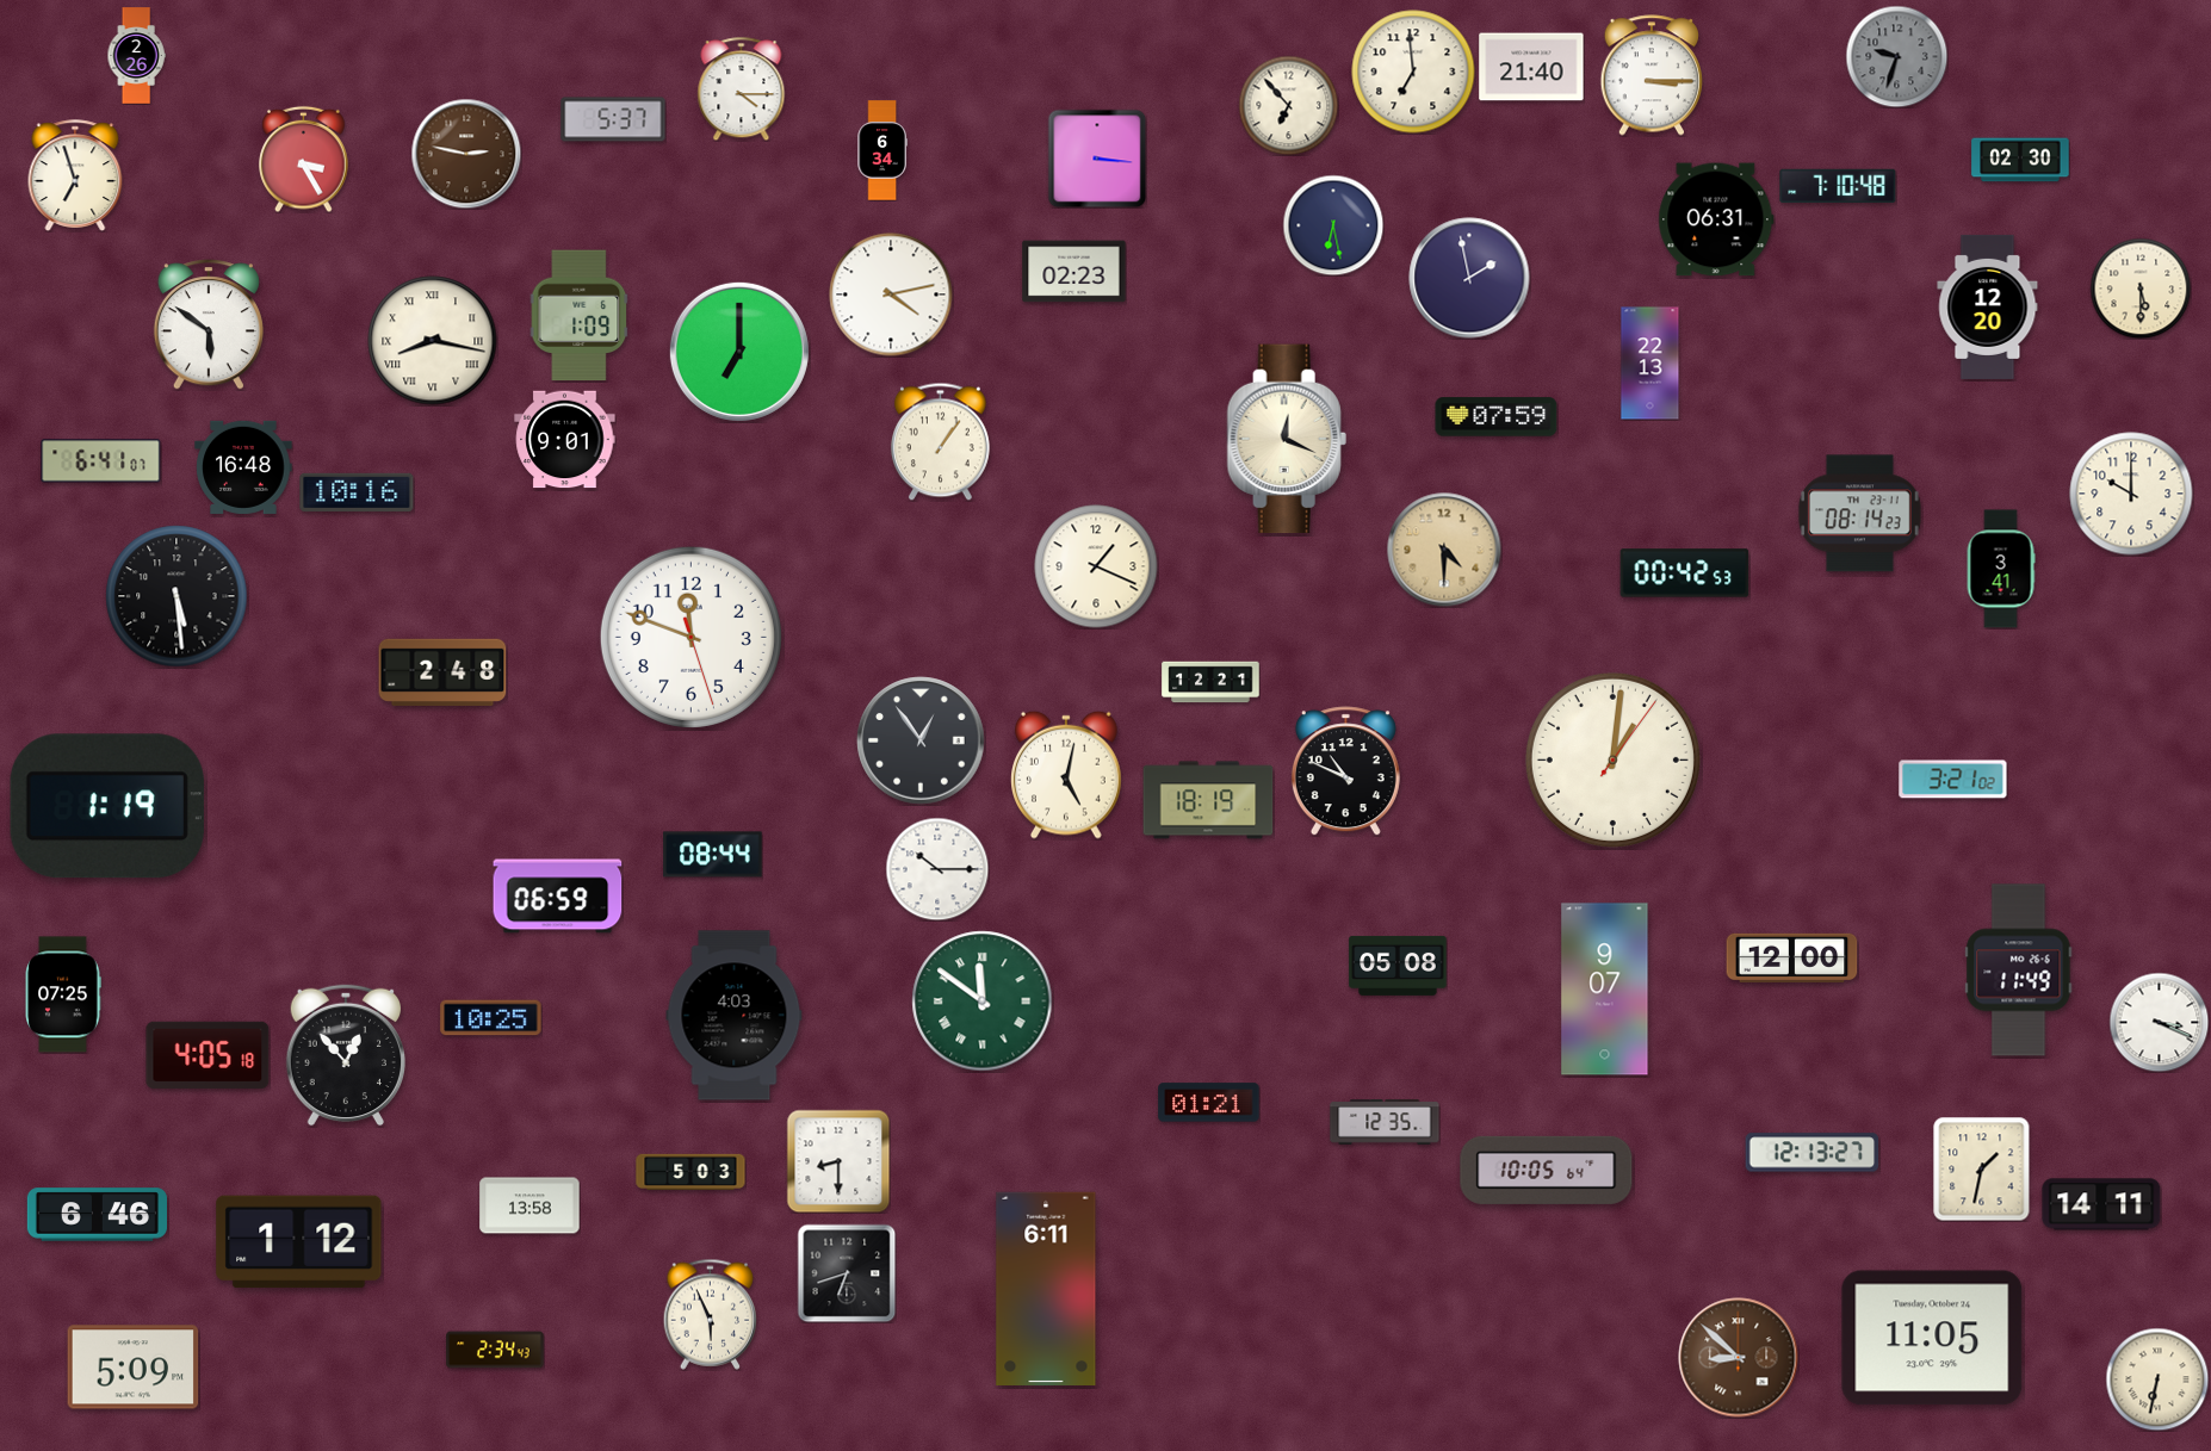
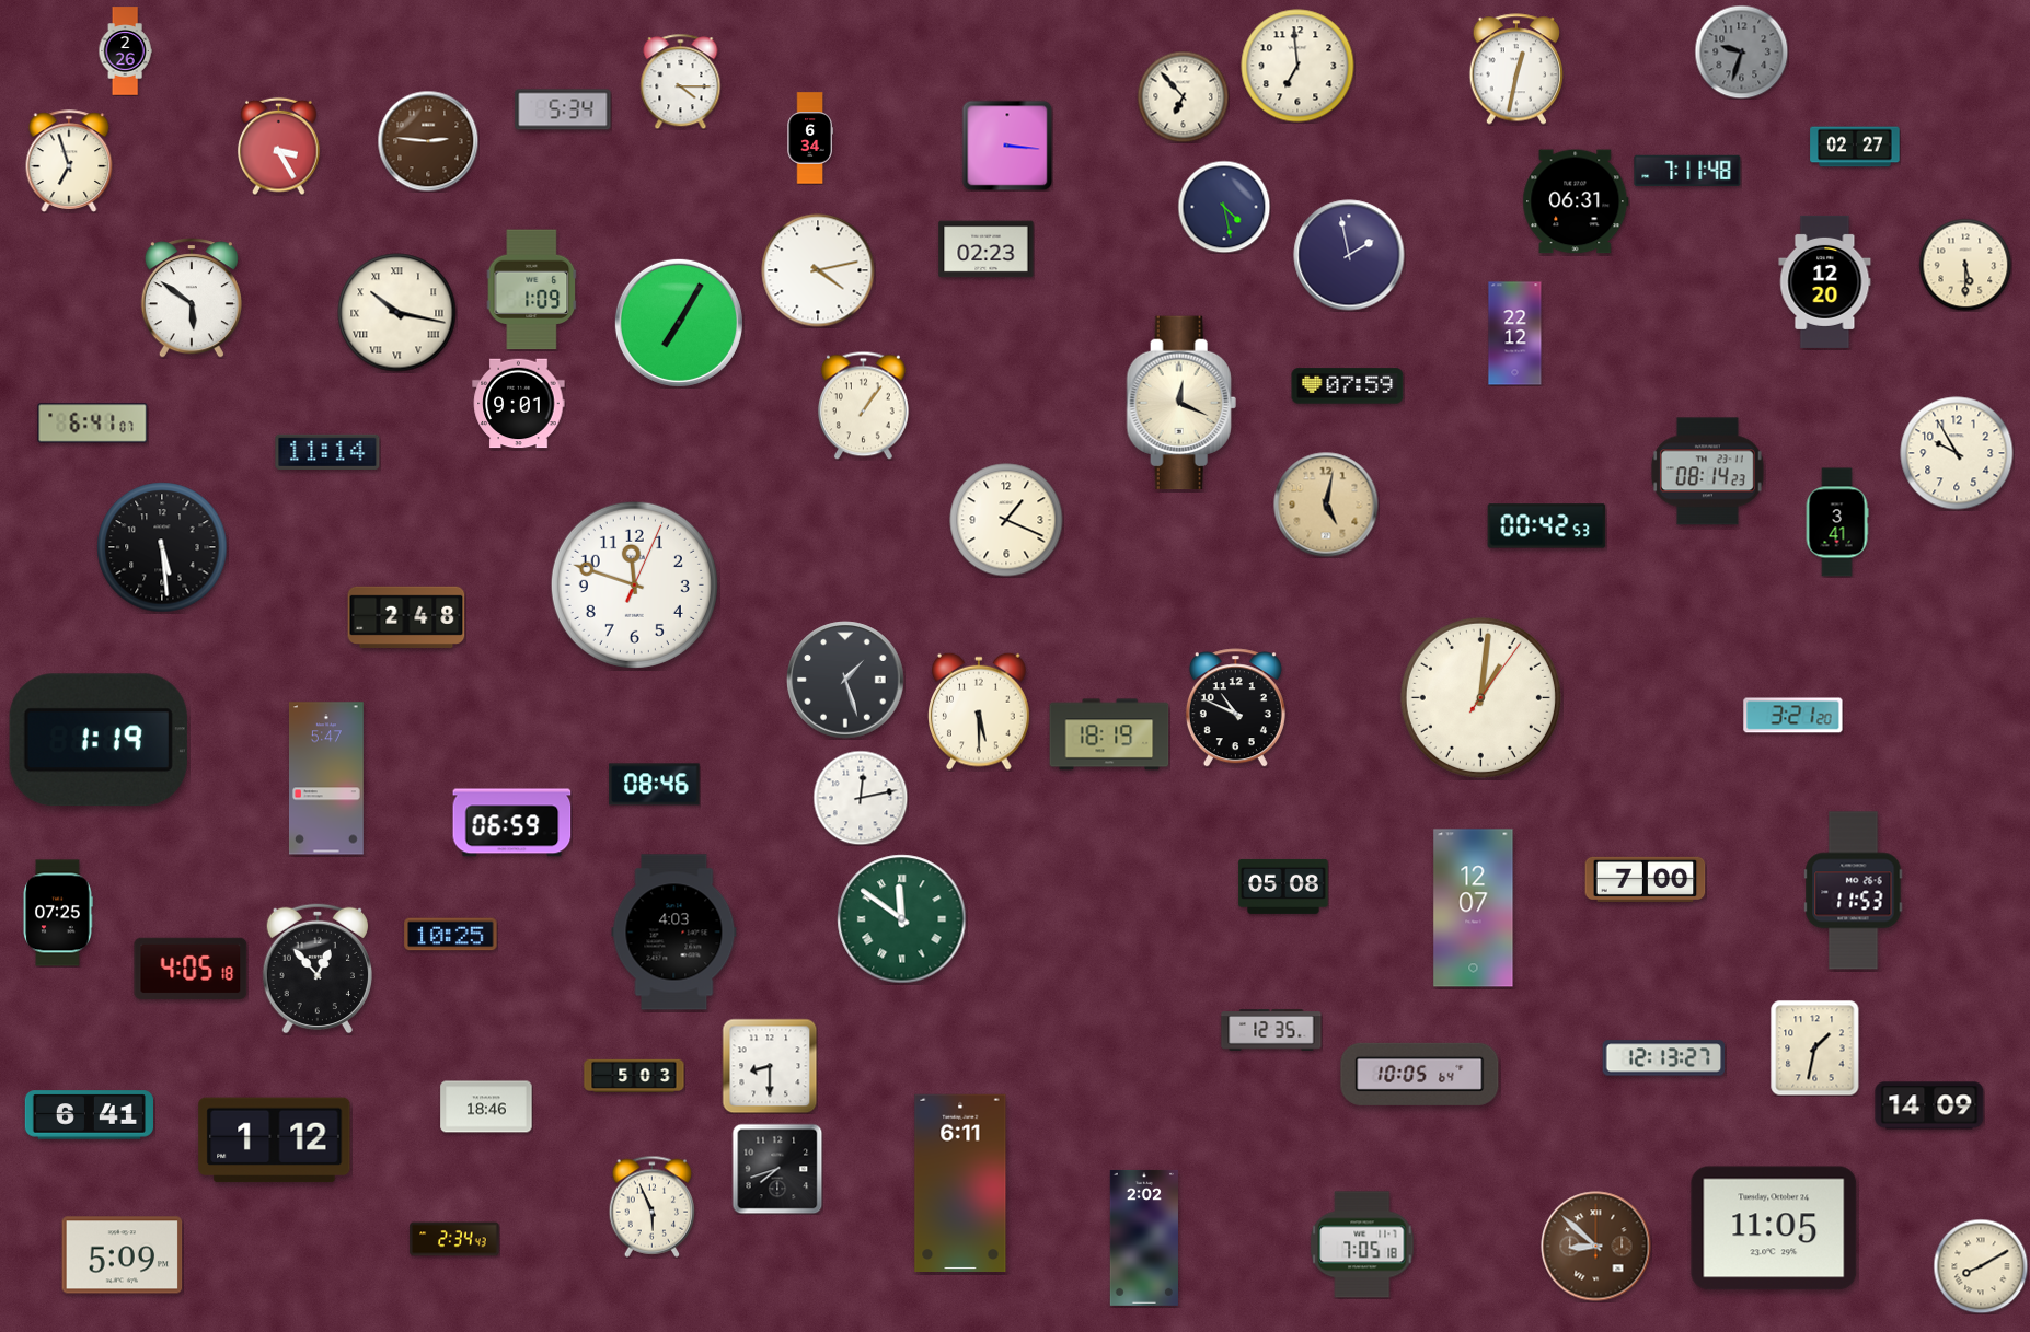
clock at (1531, 67): 21:40 -> none
clock at (1652, 75): 3:15 -> 12:32
clock at (613, 119): 5:37 -> 5:34
clock at (466, 154): 2:47 -> 2:46
clock at (2020, 160): 02:30 -> 02:27
clock at (1838, 185): 7:10 -> 7:11
clock at (1333, 225): 6:28 -> 4:28
clock at (433, 341): 8:17 -> 10:17
clock at (739, 352): 7:00 -> 7:05
clock at (1650, 364): 22:13 -> 22:12
clock at (1497, 417) position: (1497, 417) -> (1348, 386)
clock at (243, 467): 16:48 -> none
clock at (357, 492): 10:16 -> 11:14
clock at (2131, 494): 10:00 -> 9:55
clock at (1444, 550): 4:30 -> 5:02
clock at (690, 637): 11:48:27 -> 11:48:04
clock at (1210, 682): 12:21 -> none
clock at (921, 740): 12:54 -> 1:27
clock at (1067, 775): 5:02 -> 5:30
clock at (1953, 780): 3:21:02 -> 3:21:20
clock at (326, 778): none -> 5:47
clock at (713, 855): 08:44 -> 08:46
clock at (937, 869): 10:15 -> 12:13
clock at (1792, 957): 12:00 -> 7:00
clock at (2019, 971): 11:49 -> 11:53
clock at (1605, 990): 9:07 -> 12:07
clock at (2159, 1022): 3:19 -> none
clock at (1209, 1103): 01:21 -> none
clock at (1982, 1168) position: (1982, 1168) -> (1815, 1047)
clock at (2101, 1204): 14:11 -> 14:09
clock at (529, 1205): 13:58 -> 18:46
clock at (97, 1215): 6:46 -> 6:41
clock at (847, 1273): 6:42 -> 7:42
clock at (1144, 1238): none -> 2:02
clock at (1362, 1244): none -> 7:05
clock at (2157, 1379): 6:32 -> 8:10
